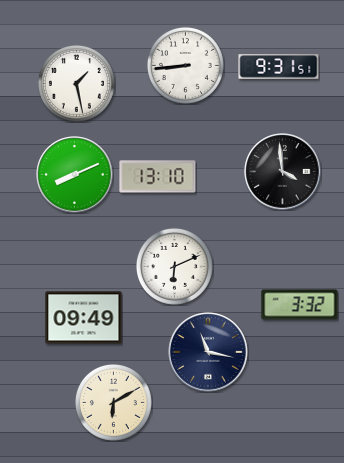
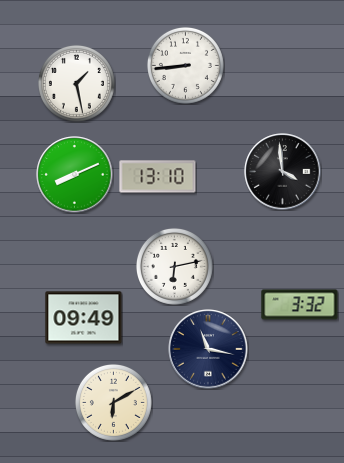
clock at (279, 67): 9:31 -> none
clock at (174, 266): 6:11 -> 6:13
clock at (208, 352) position: (208, 352) -> (208, 349)
